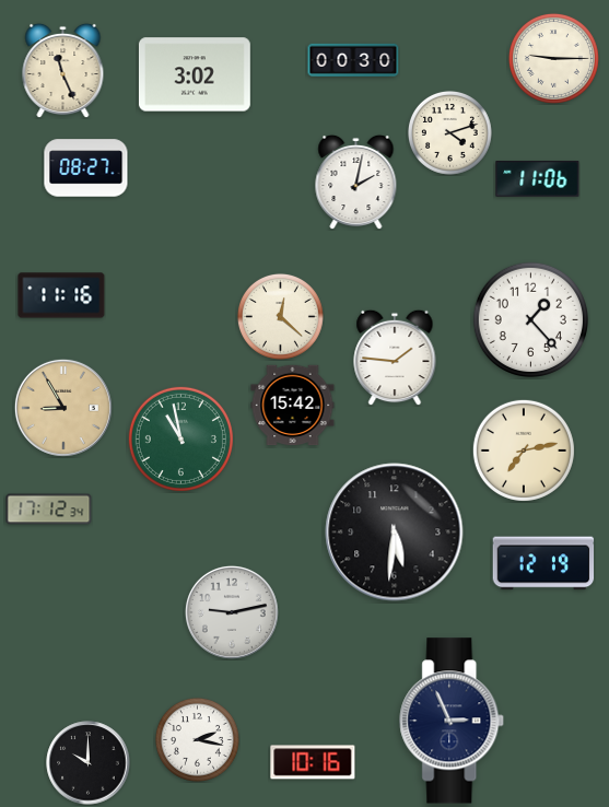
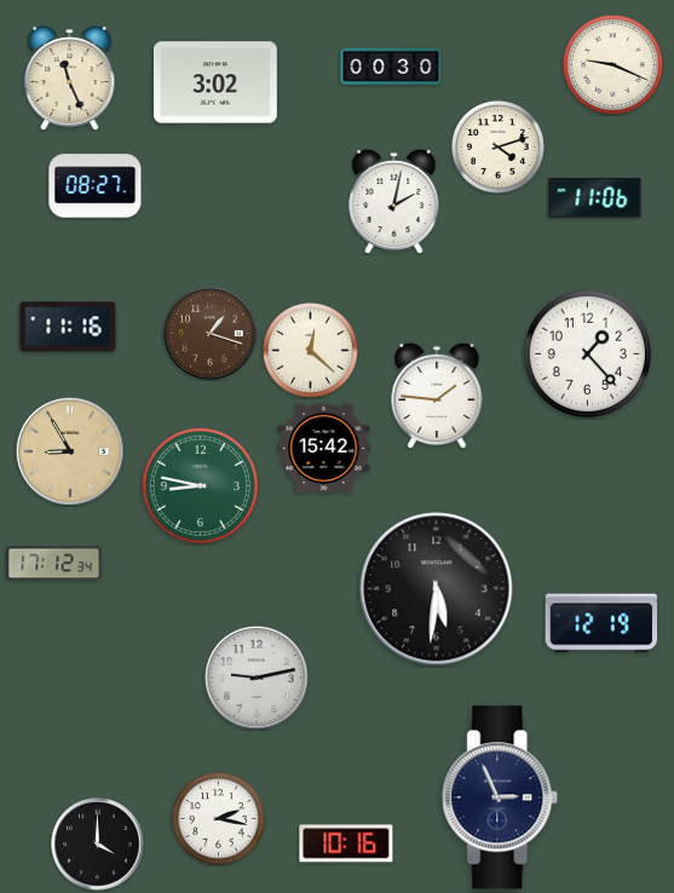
clock at (553, 58): 9:15 -> 9:19
clock at (211, 334): none -> 1:18
clock at (180, 438): 10:58 -> 8:47
clock at (524, 451): 7:13 -> none
clock at (89, 763): 10:00 -> 4:00
